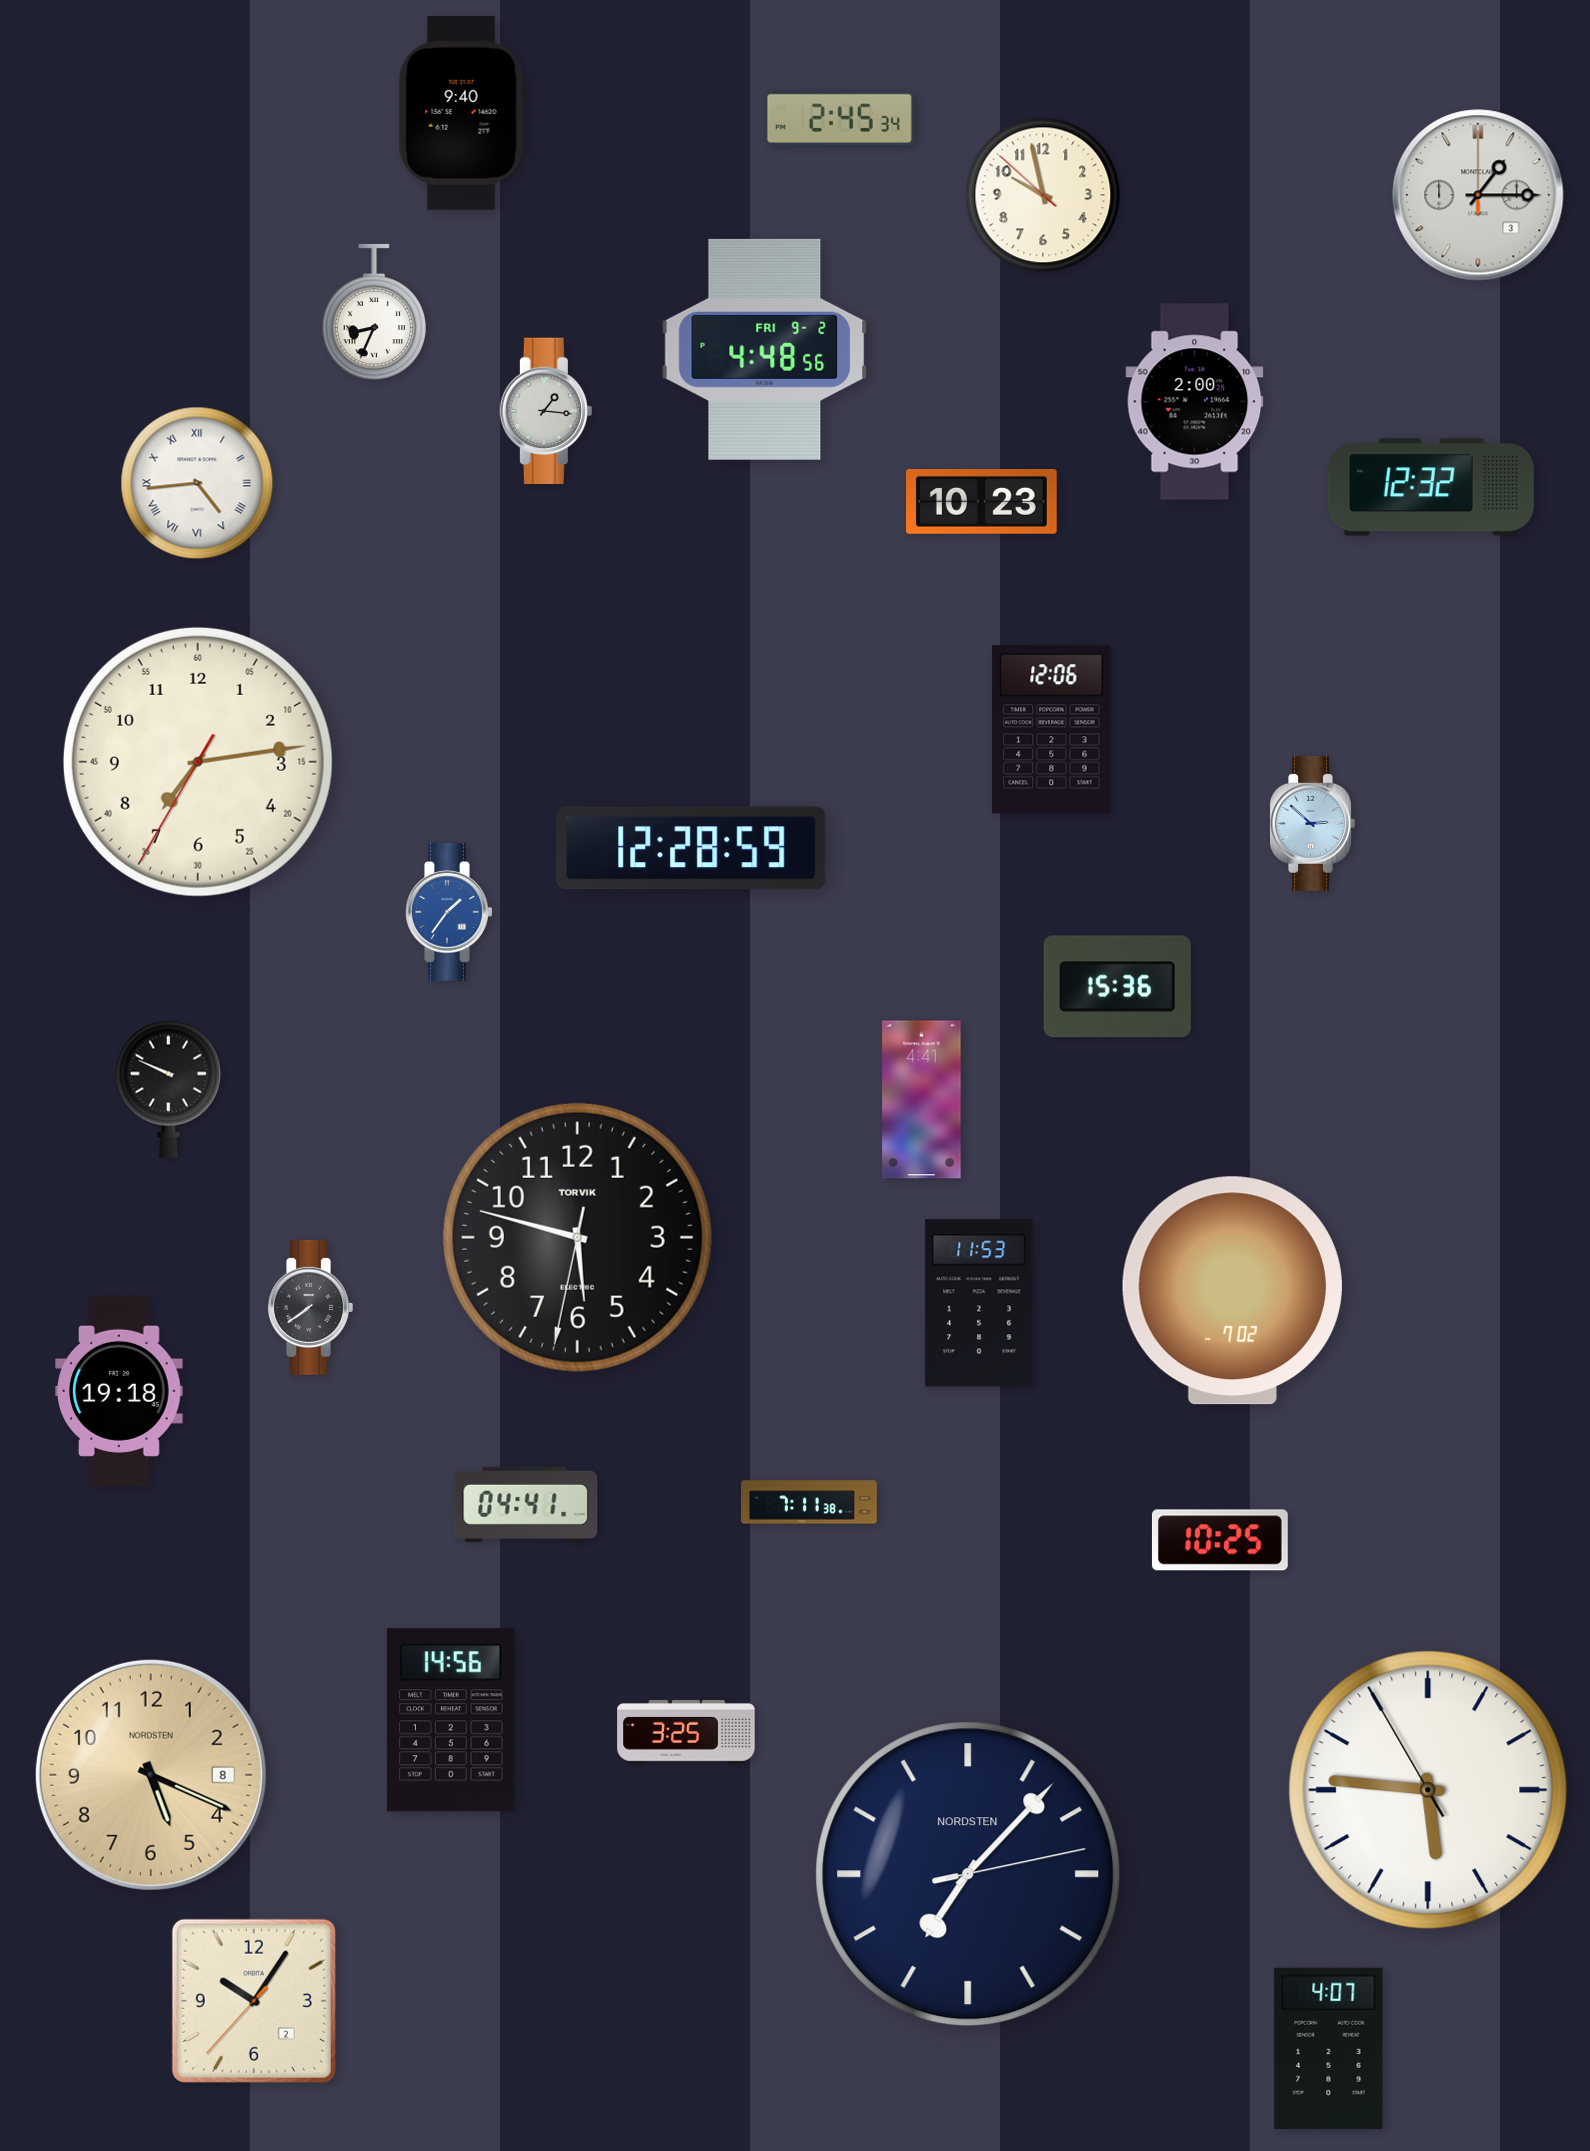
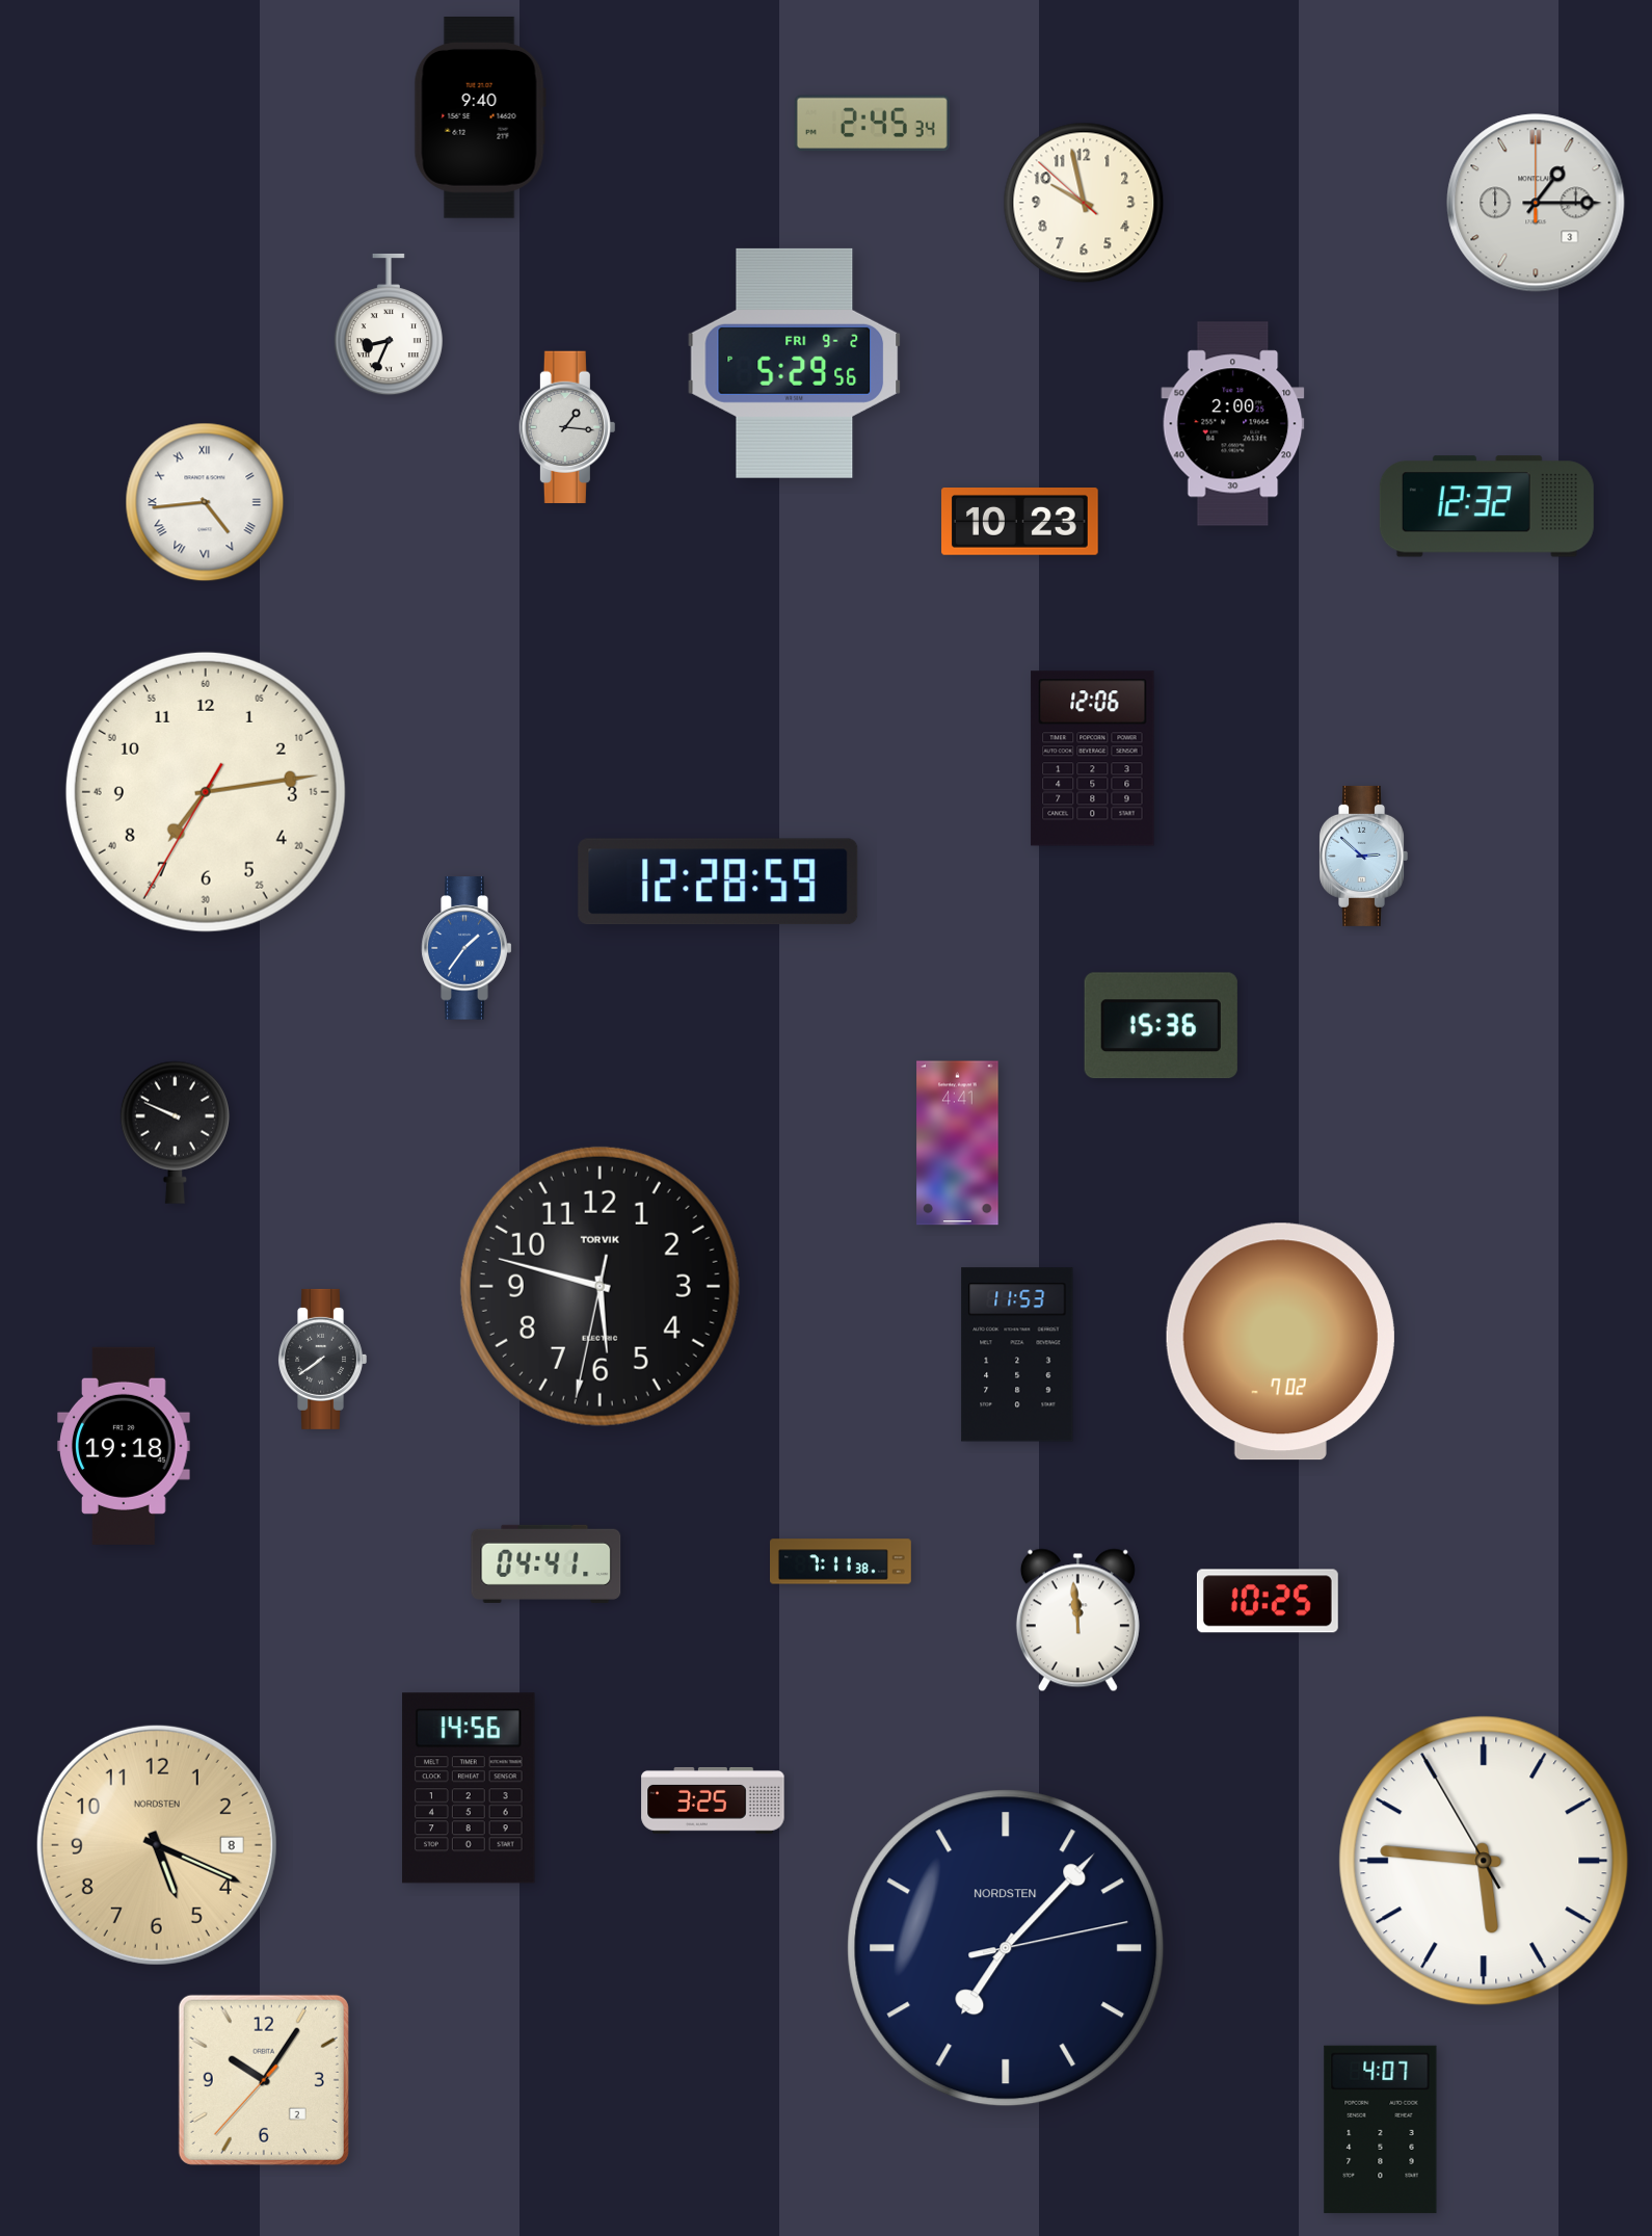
clock at (765, 349): 4:48 -> 5:29
clock at (1195, 402) position: (1195, 402) -> (1233, 424)
clock at (1077, 1621): none -> 11:59
